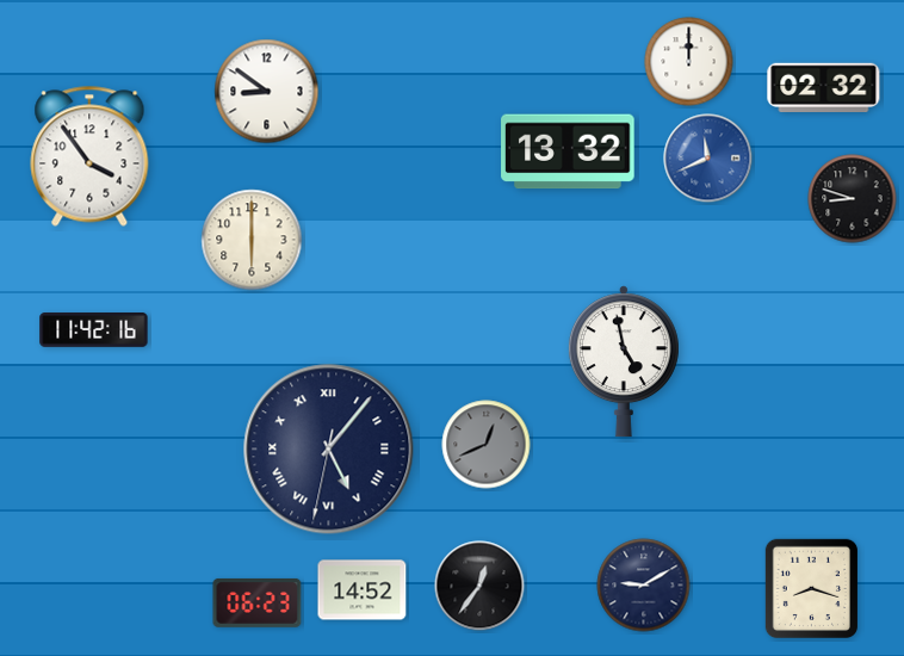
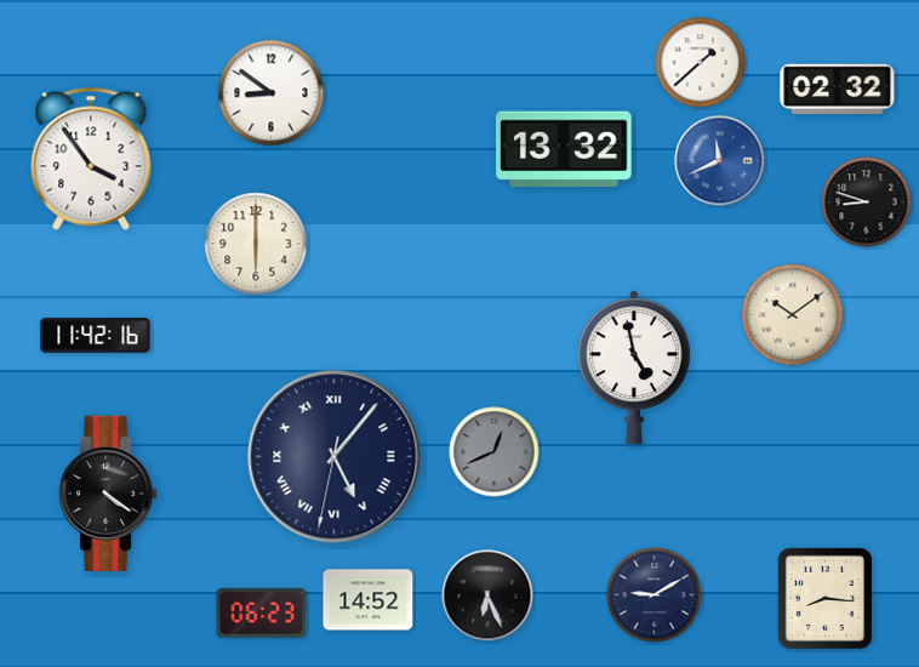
clock at (689, 62): 12:00 -> 1:38
clock at (568, 151) position: (568, 151) -> (564, 149)
clock at (793, 315): none -> 10:09
clock at (108, 492): none -> 4:21
clock at (479, 586): 12:36 -> 6:26
clock at (811, 588): 8:18 -> 8:16
